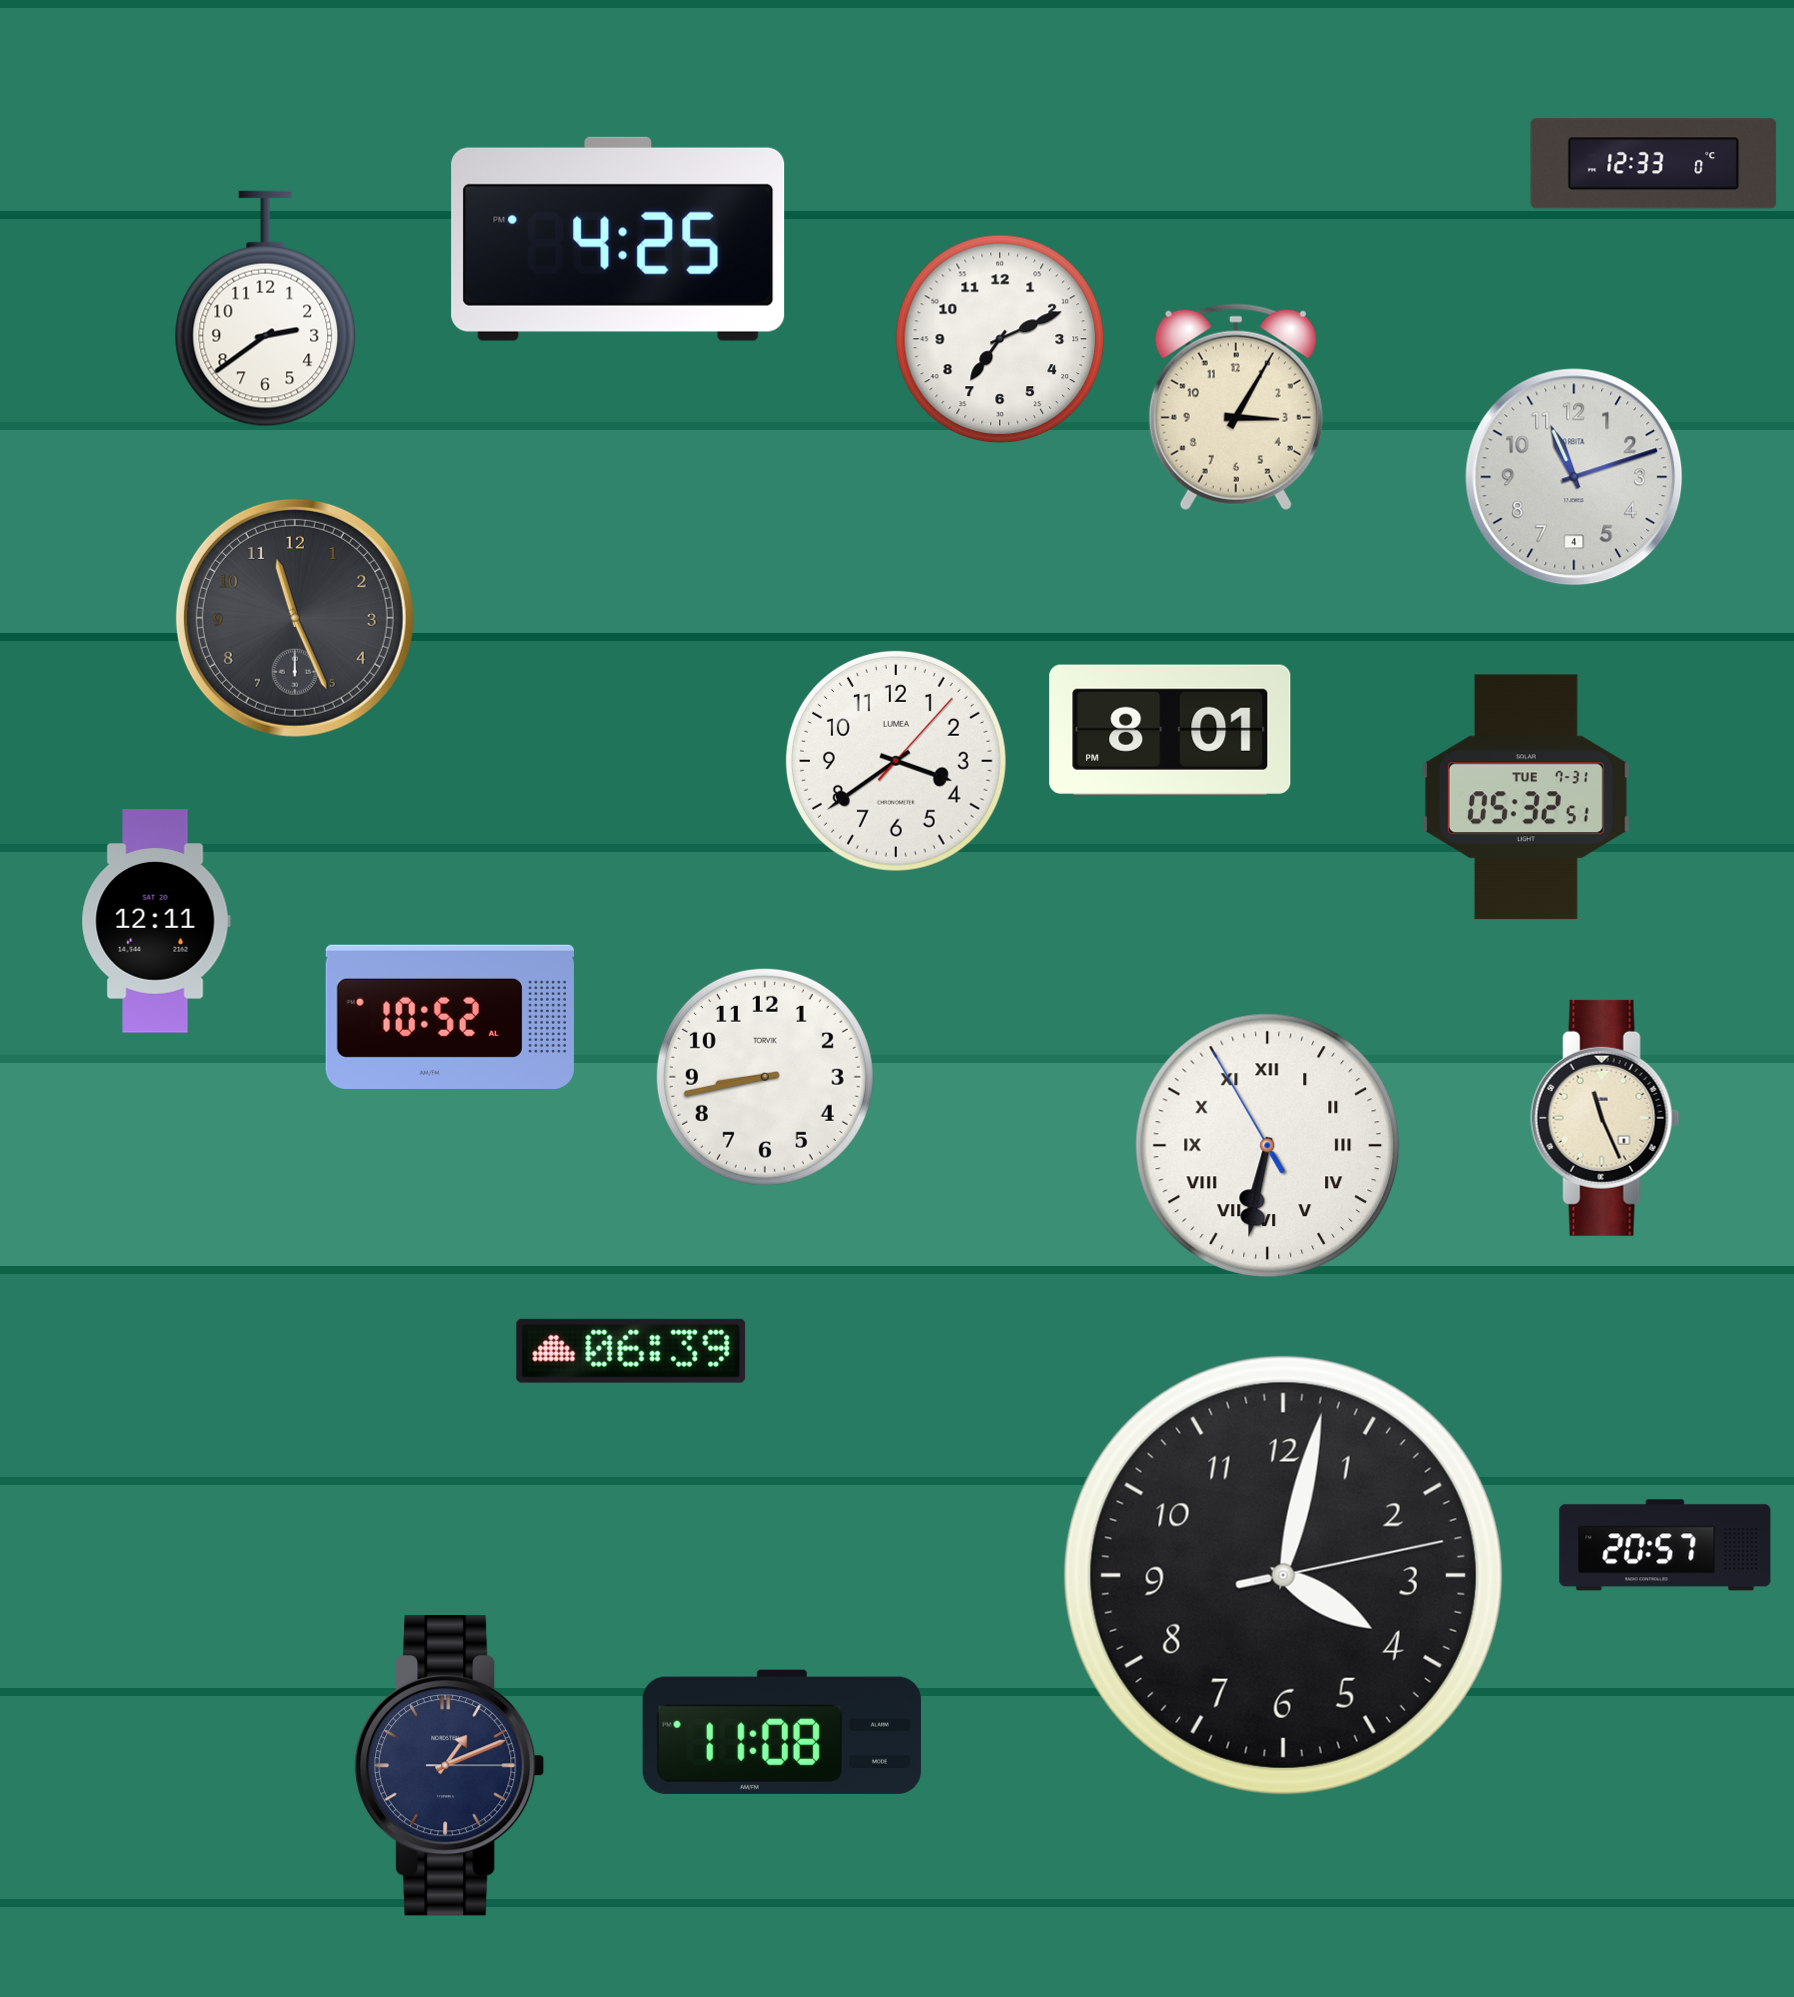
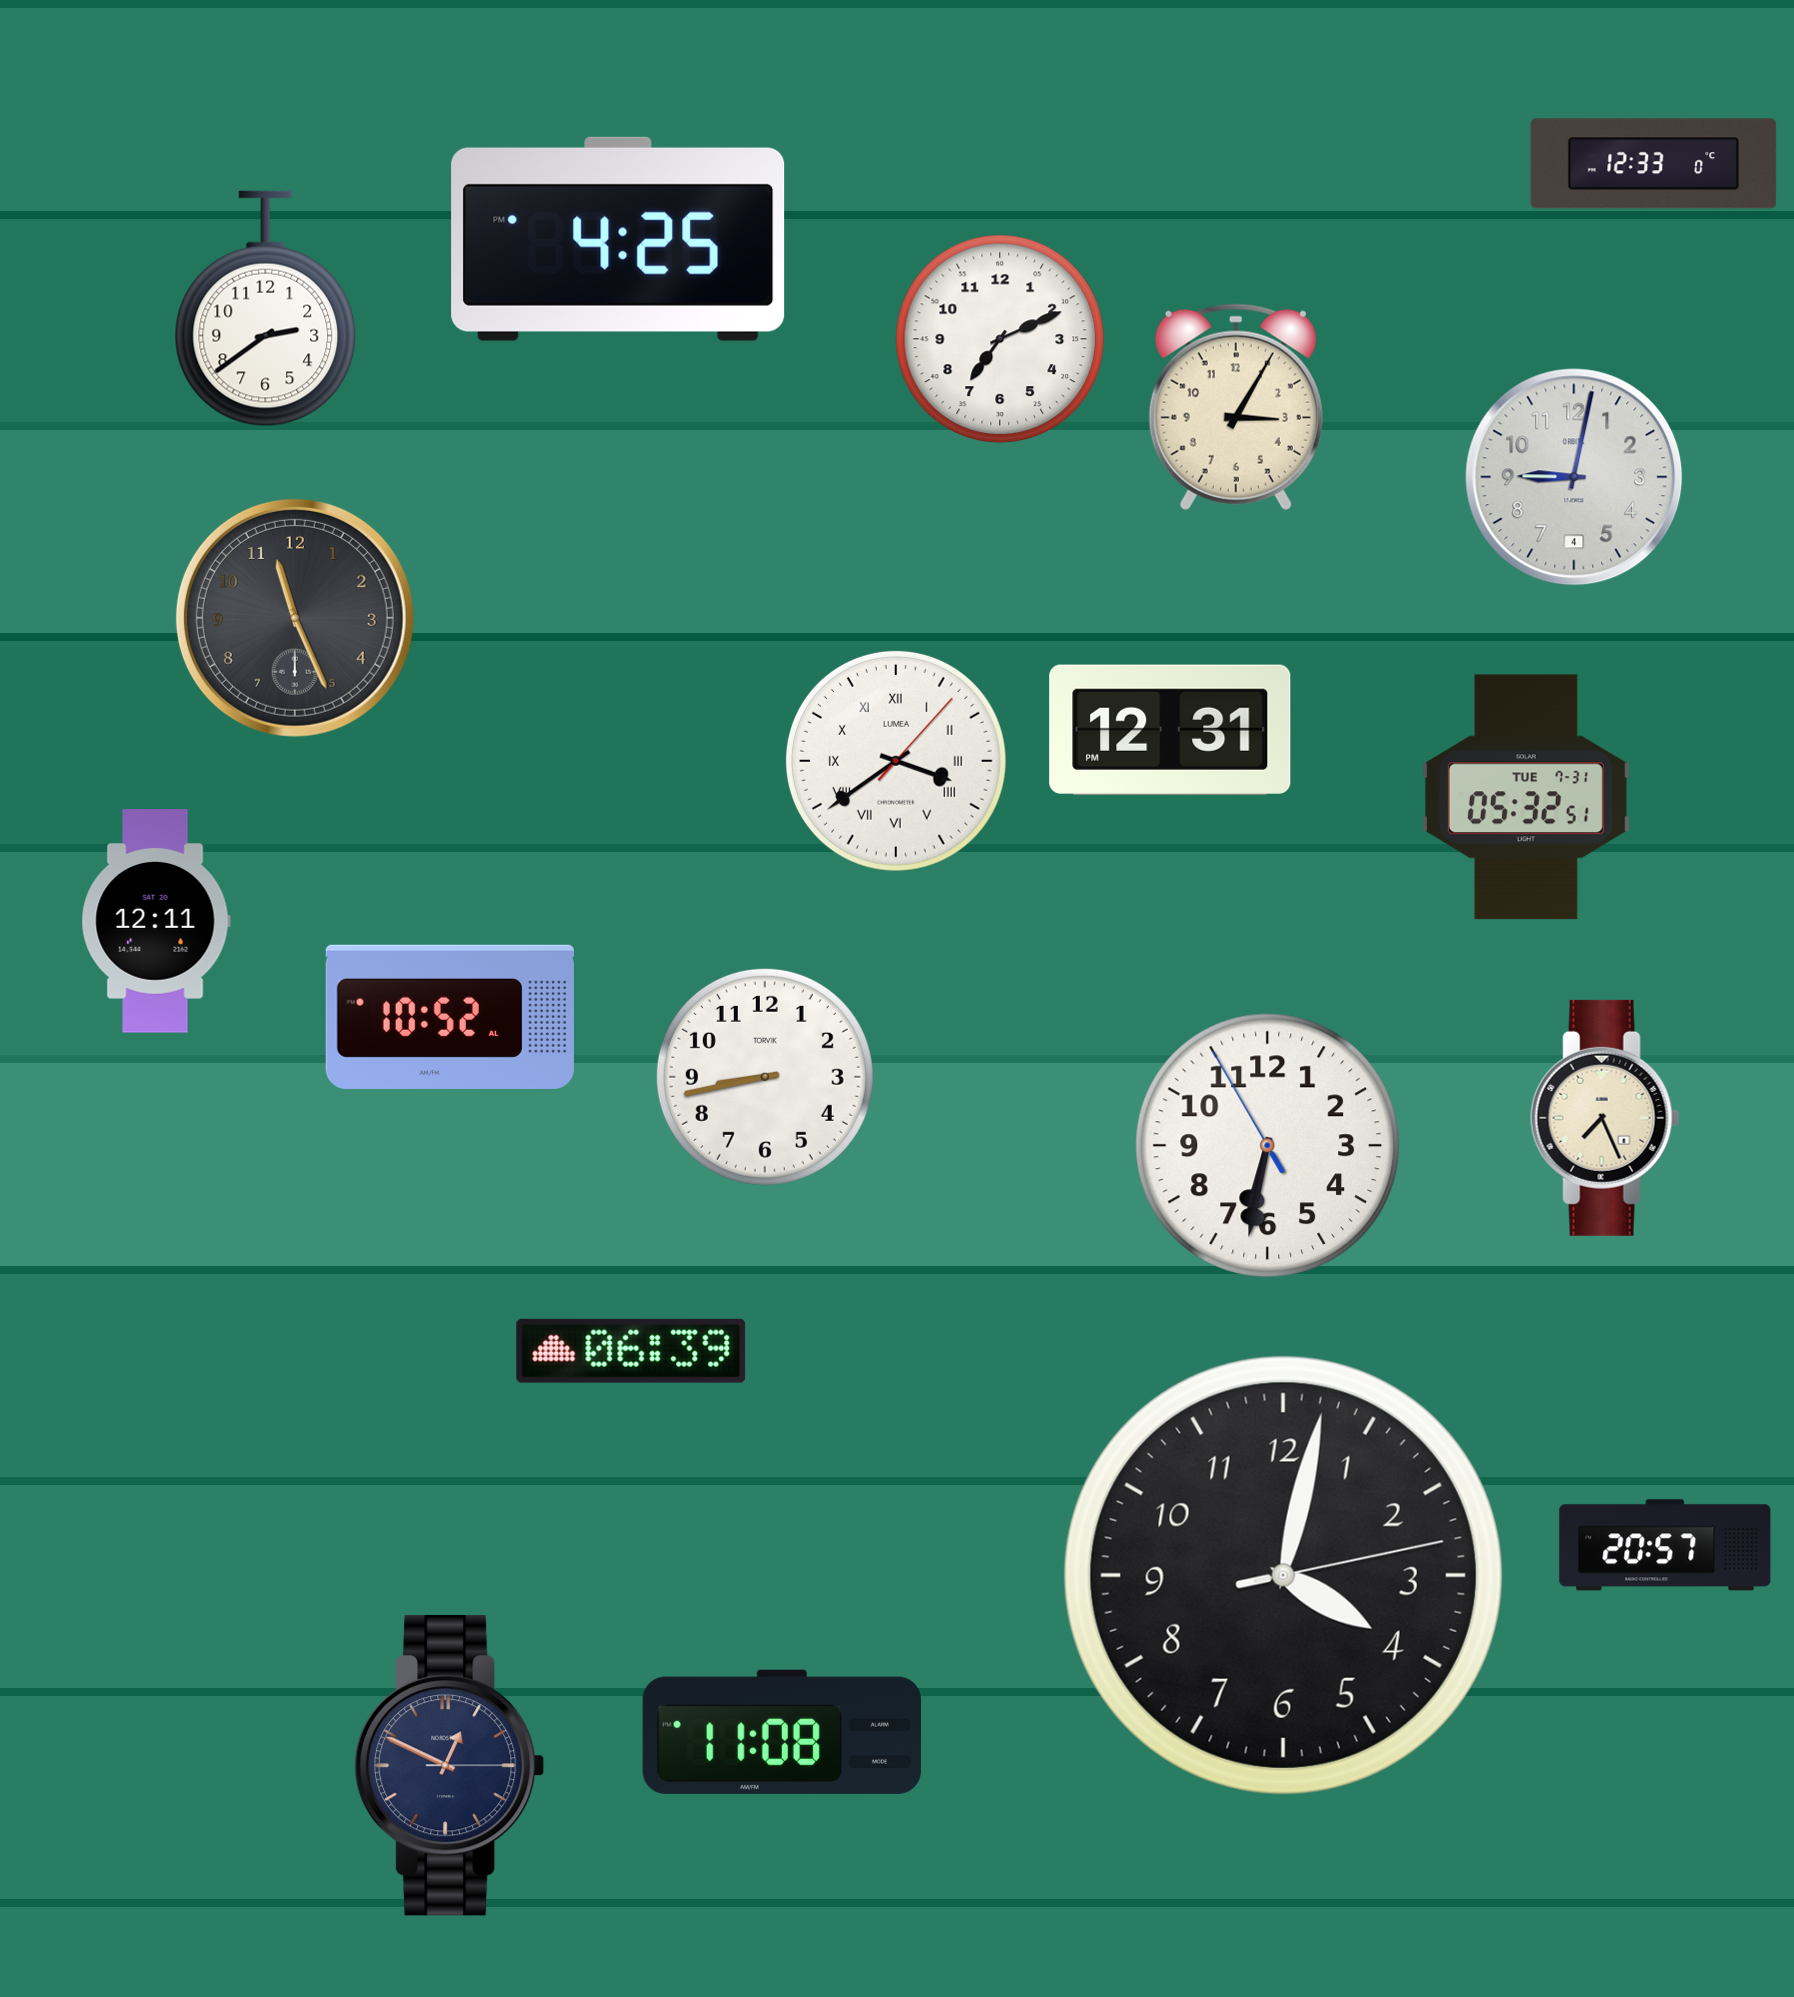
clock at (1574, 477): 11:12 -> 9:02
clock at (1170, 730): 8:01 -> 12:31
clock at (896, 761) numerals: Arabic -> Roman
clock at (1605, 1118): 11:26 -> 7:26
clock at (1268, 1146) numerals: Roman -> Arabic
clock at (450, 1766): 1:11 -> 12:49
